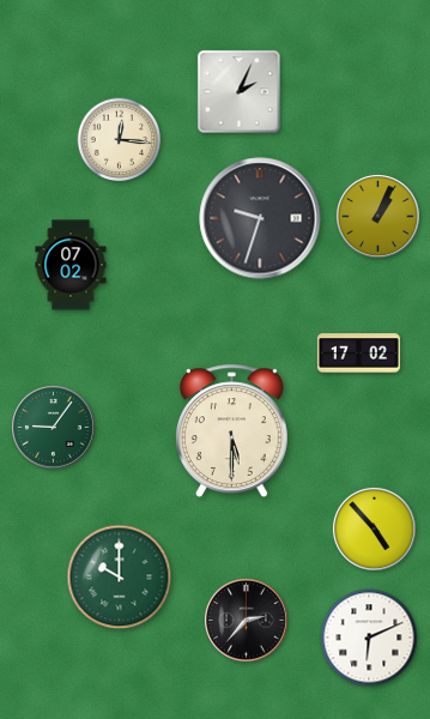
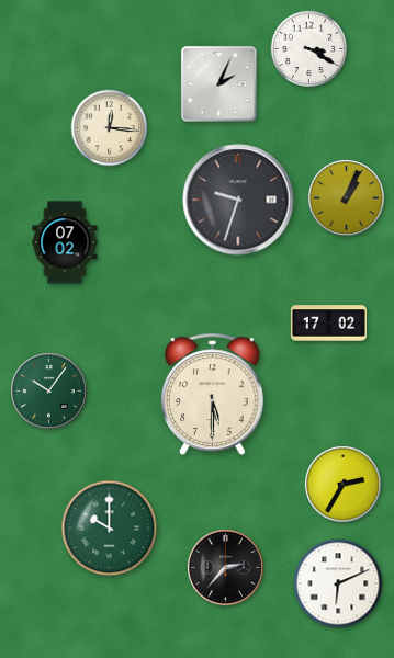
clock at (309, 49): none -> 3:20
clock at (54, 428): 9:06 -> 10:06
clock at (375, 530): 4:53 -> 2:35
